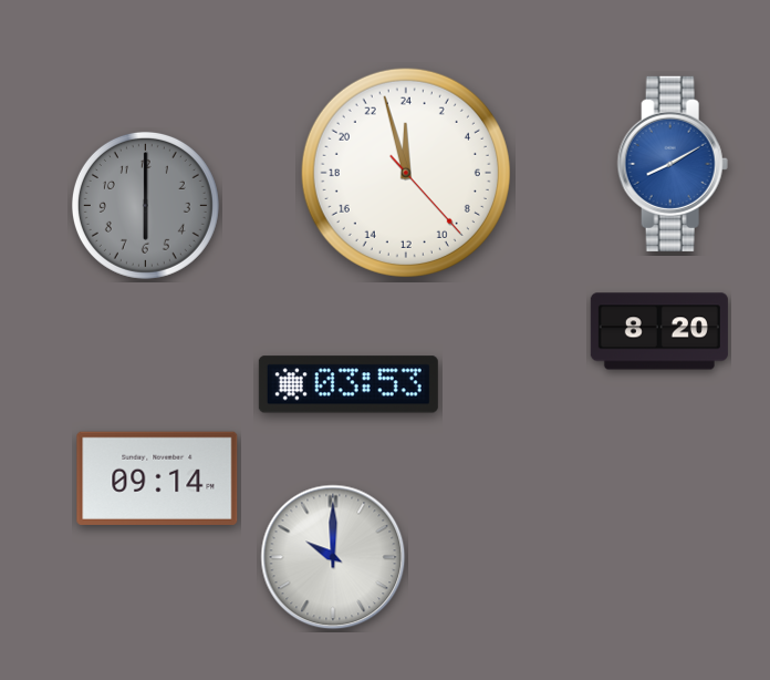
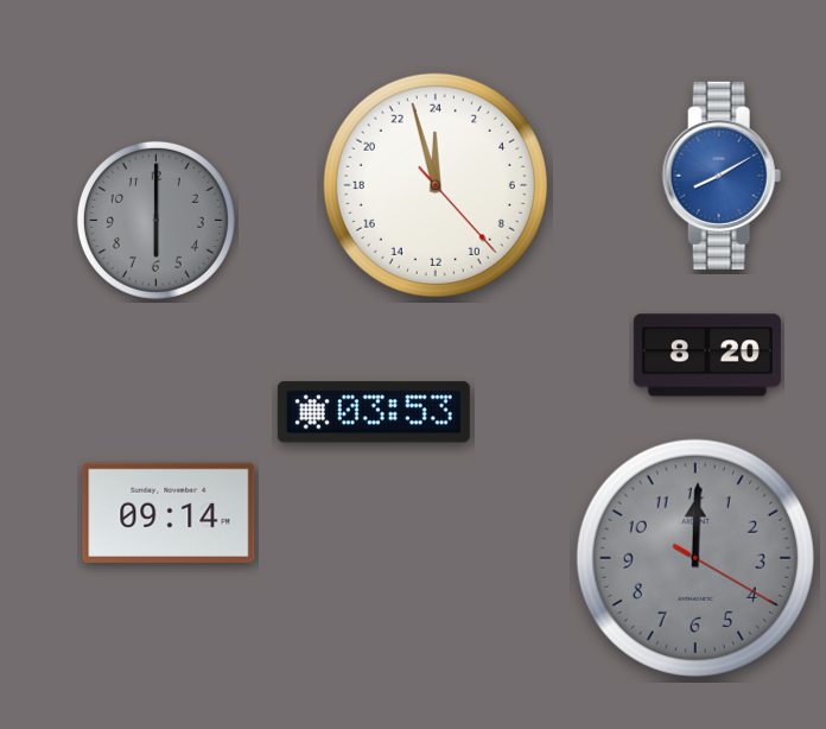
clock at (695, 558): none -> 12:00
clock at (333, 557): 10:00 -> none
